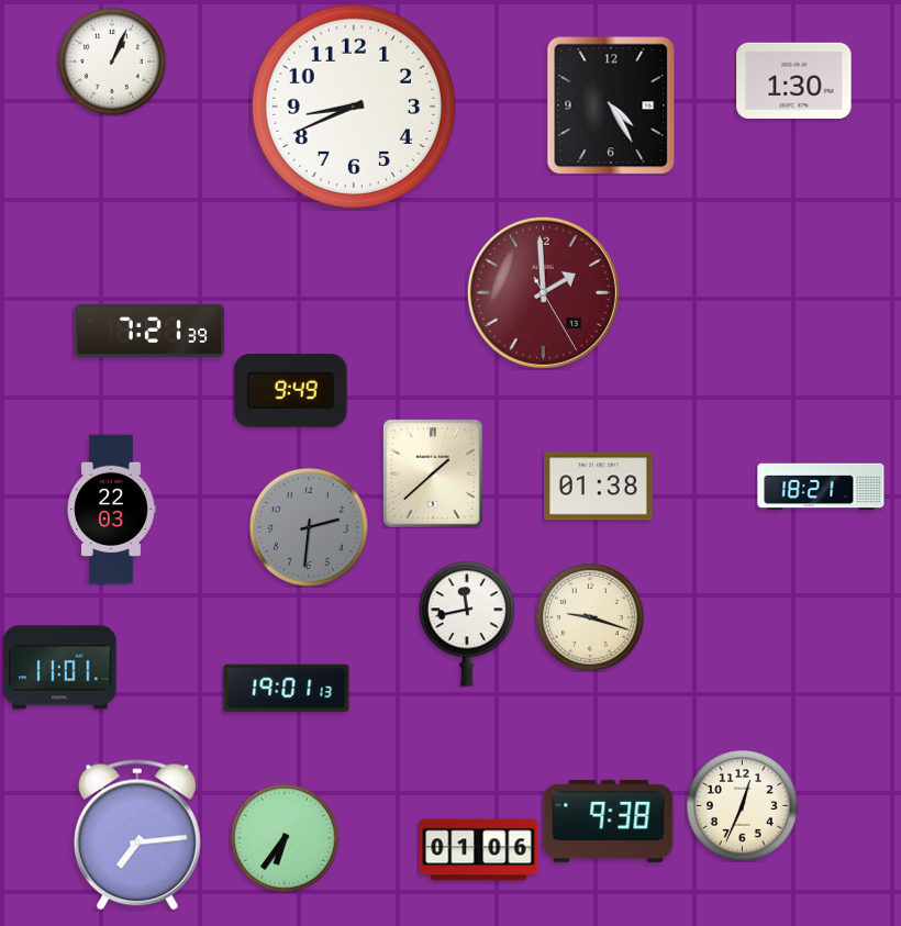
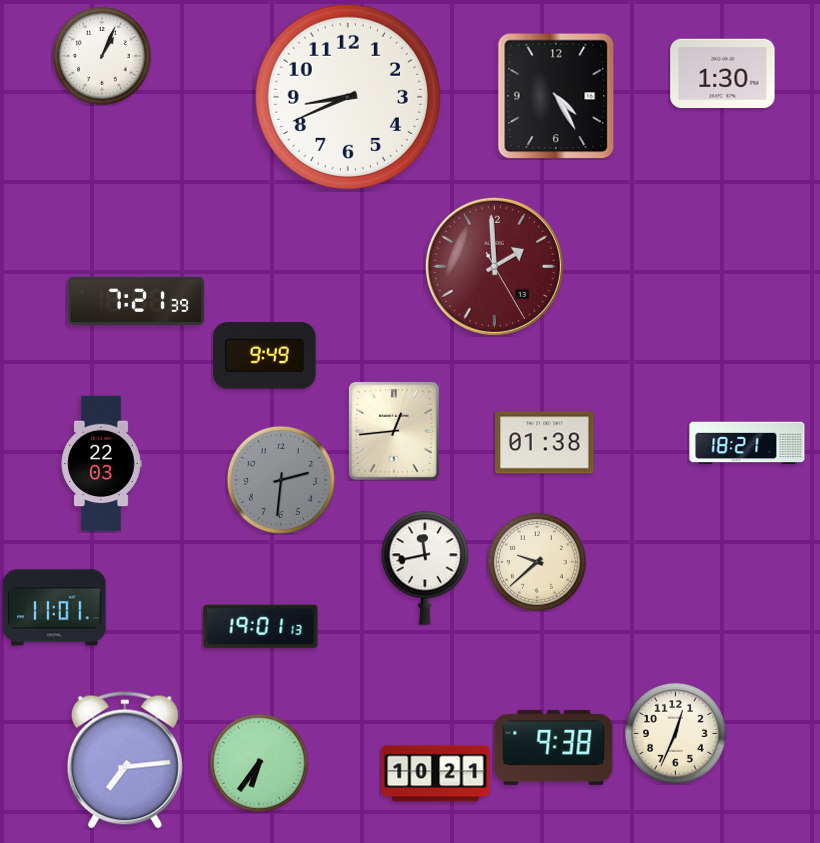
clock at (354, 107) position: (354, 107) -> (348, 97)
clock at (433, 473): 1:38 -> 12:44
clock at (591, 618): 9:18 -> 9:38
clock at (479, 850): 01:06 -> 10:21
